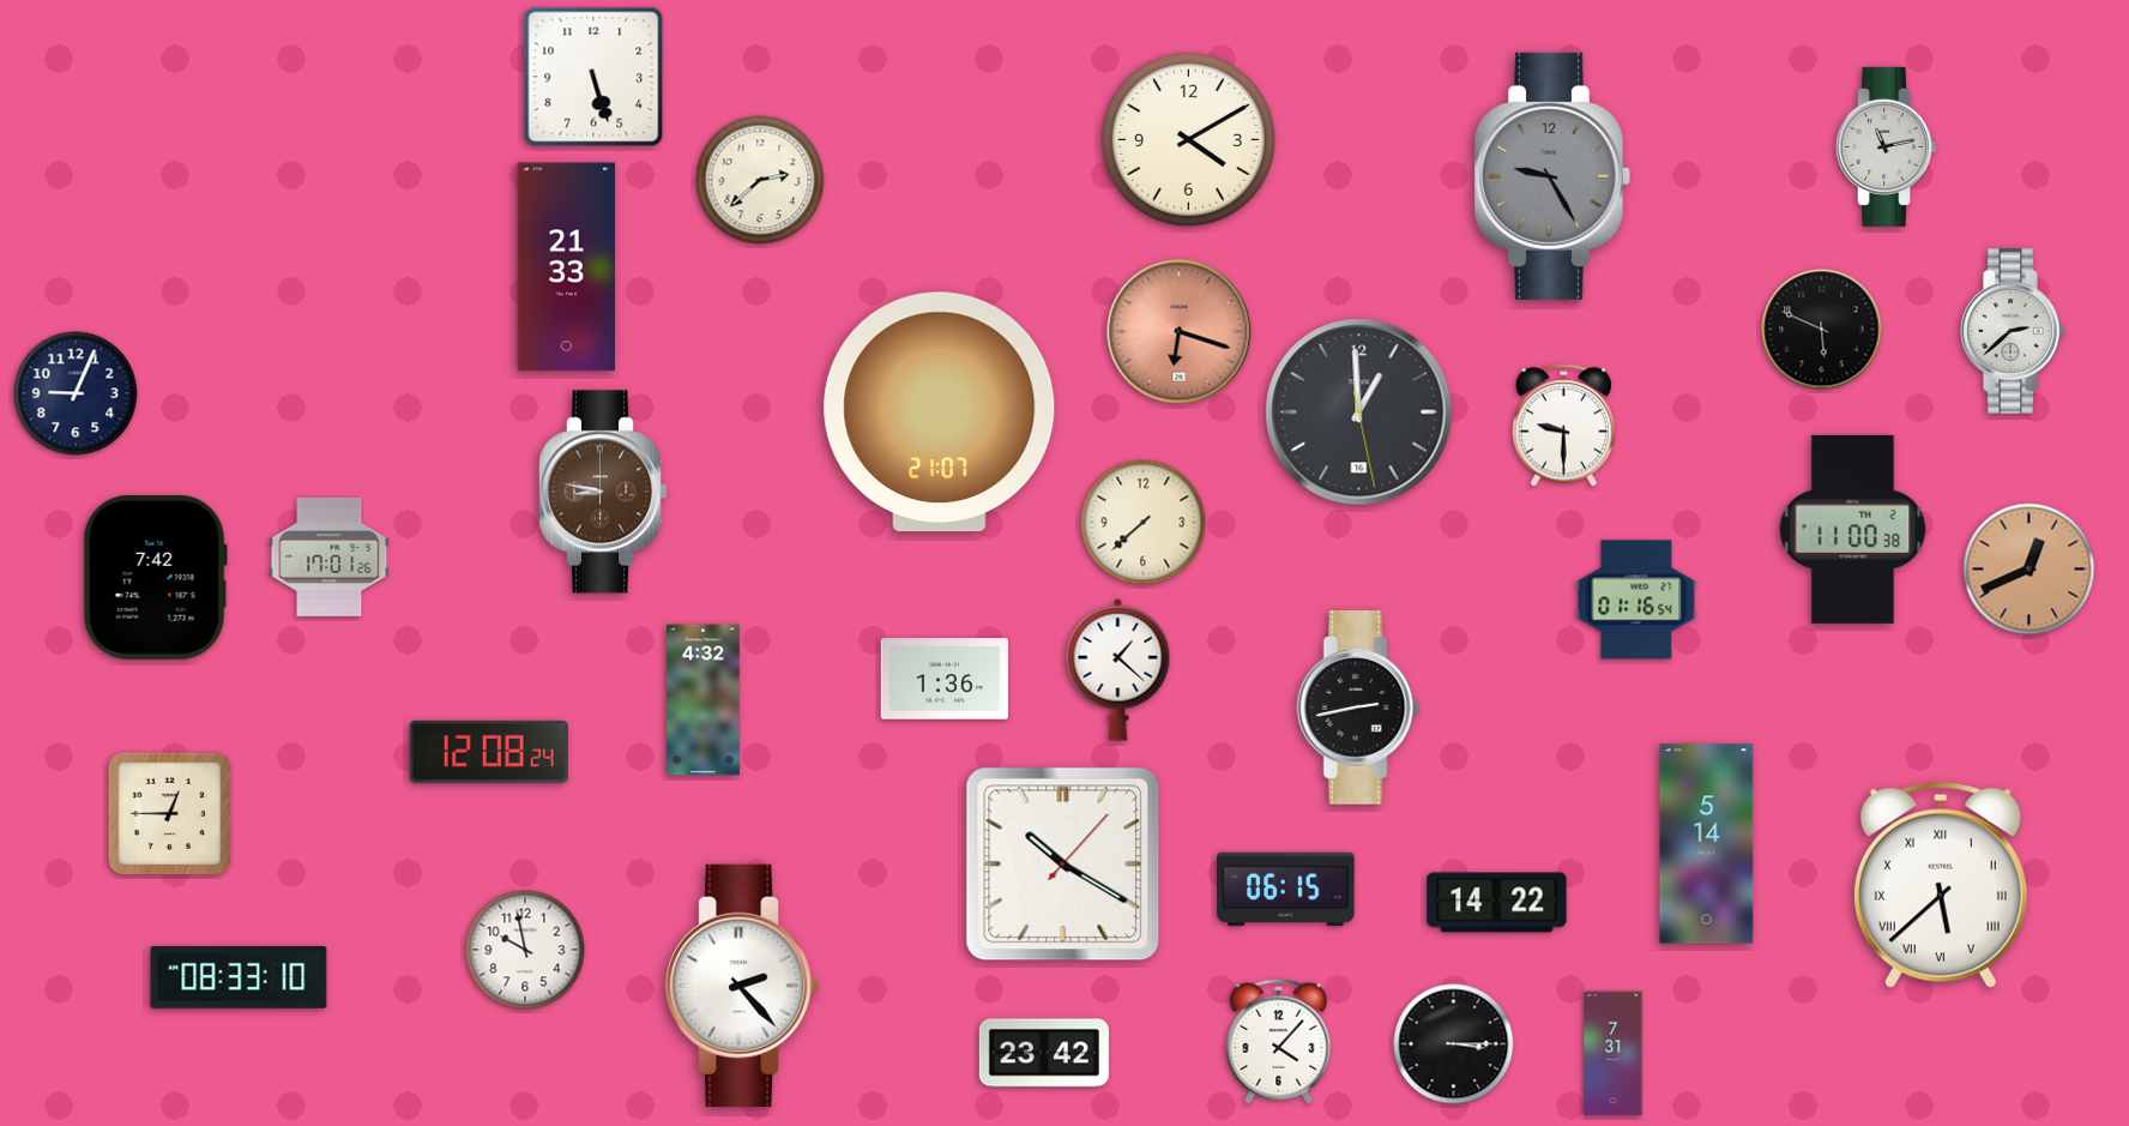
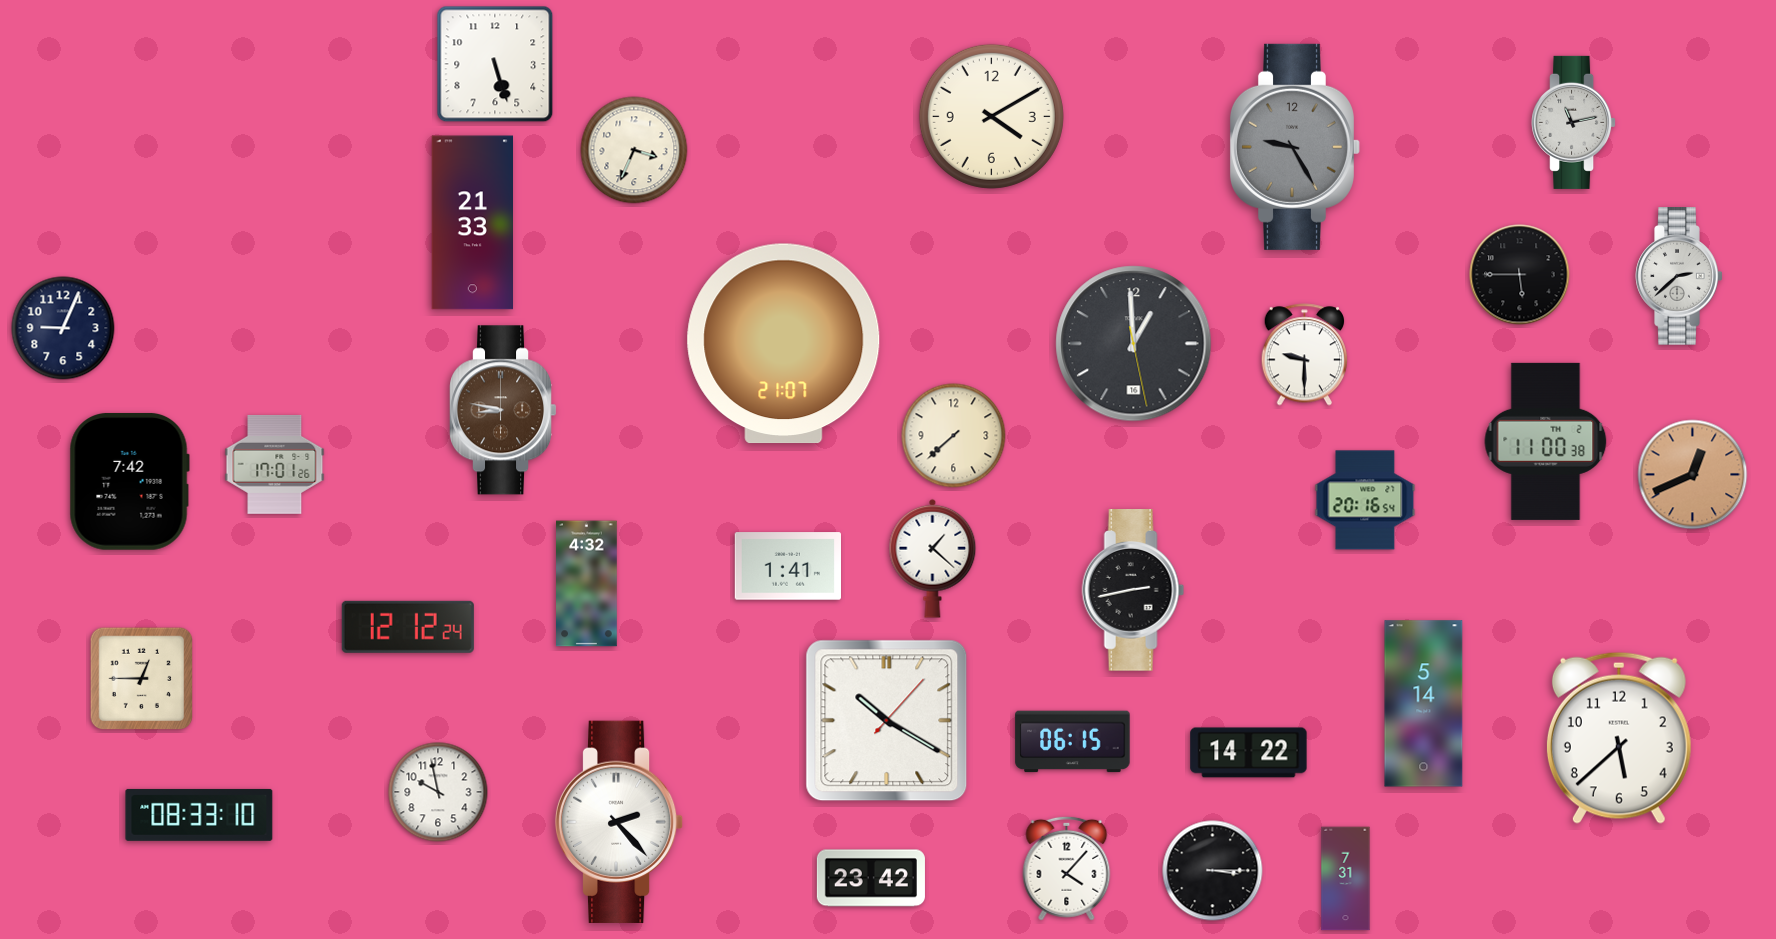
clock at (760, 180): 2:38 -> 3:34
clock at (1822, 330): 5:49 -> 5:45
clock at (1180, 332): 6:18 -> none
clock at (1636, 600): 01:16 -> 20:16
clock at (943, 679): 1:36 -> 1:41
clock at (489, 752): 12:08 -> 12:12
clock at (1941, 885) numerals: Roman -> Arabic
